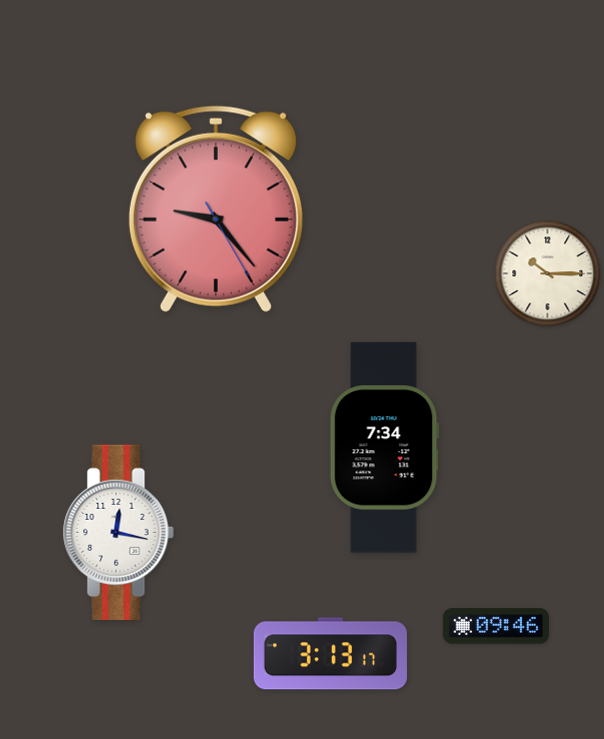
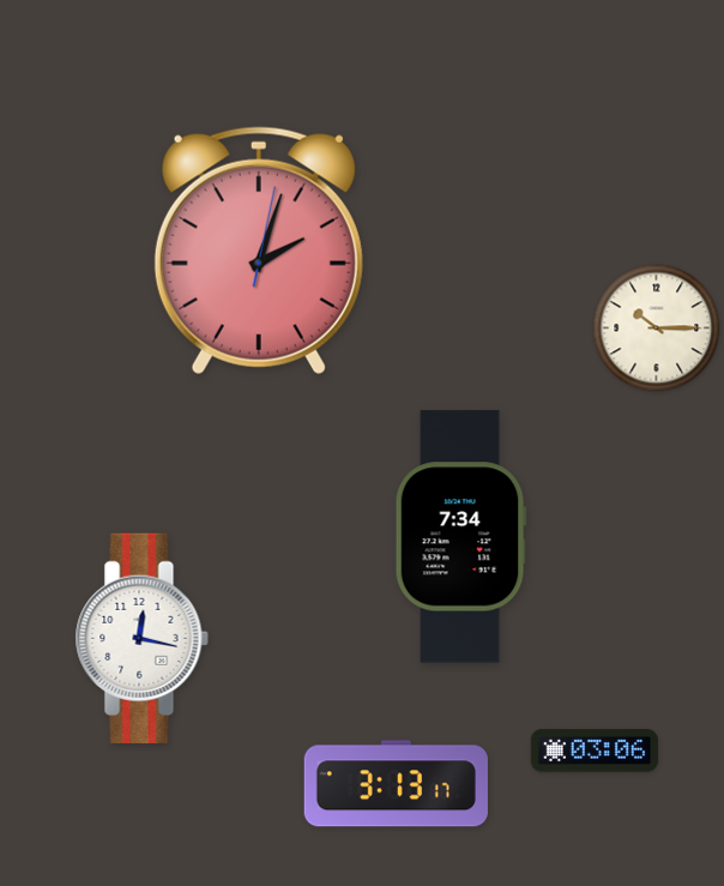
clock at (216, 209): 9:23 -> 2:03
clock at (496, 626): 09:46 -> 03:06
